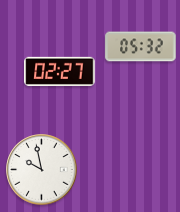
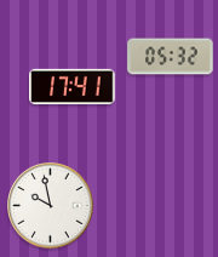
clock at (60, 71): 02:27 -> 17:41
